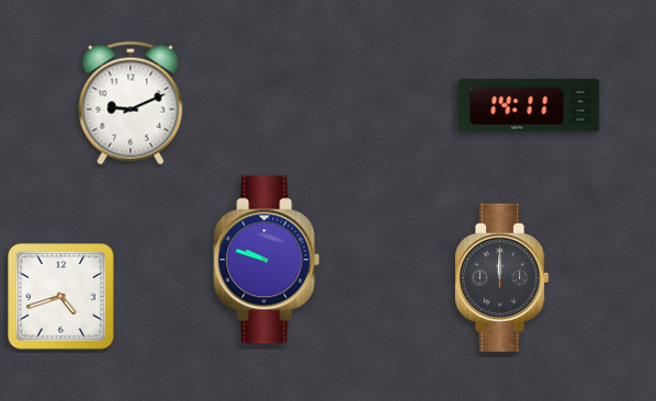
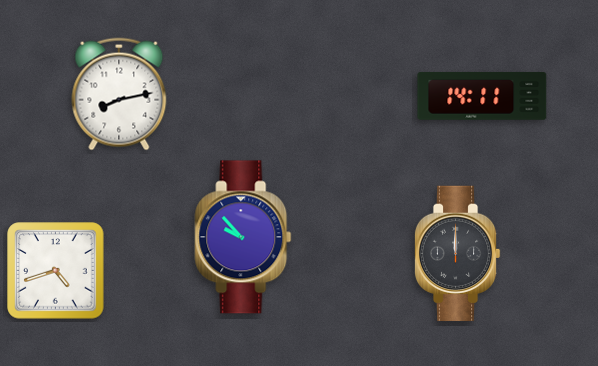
clock at (131, 103): 9:11 -> 8:13
clock at (267, 260): 9:48 -> 9:53
